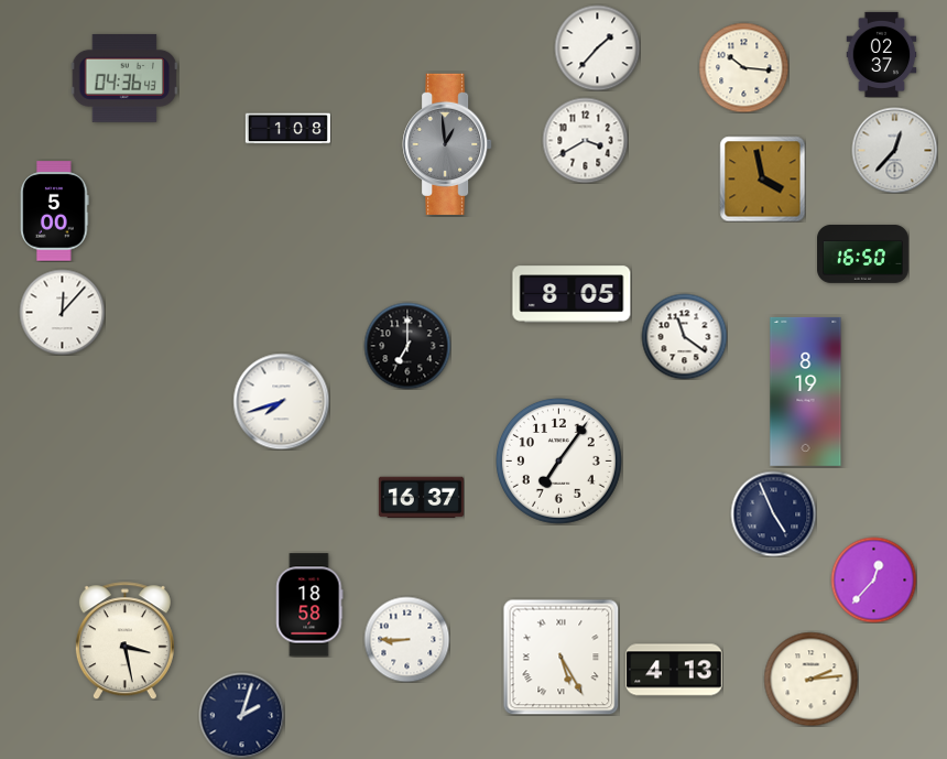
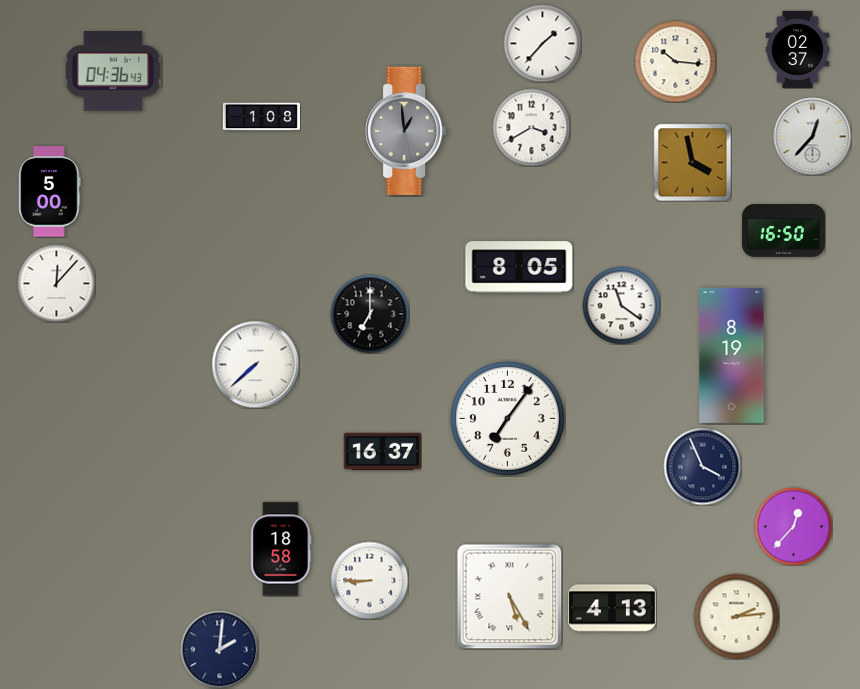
clock at (882, 54) position: (882, 54) -> (798, 49)
clock at (281, 401): 7:42 -> 7:38
clock at (773, 513): 4:56 -> 3:56
clock at (124, 641): 3:28 -> none
clock at (241, 715): 2:03 -> 2:01
